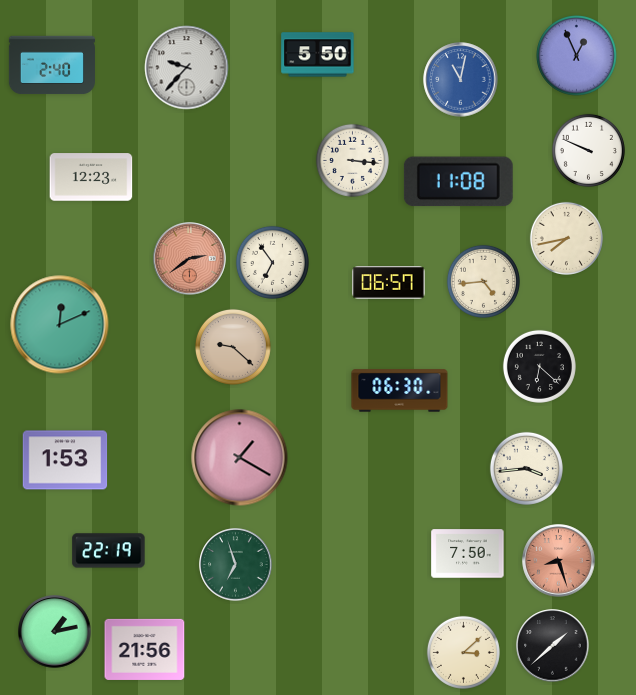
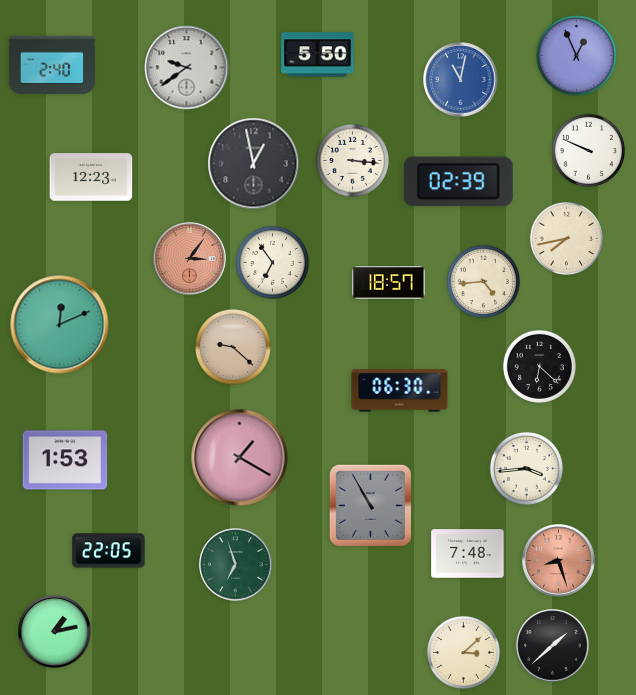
clock at (187, 68): 9:37 -> 9:39
clock at (254, 164): none -> 12:58
clock at (458, 182): 11:08 -> 02:39
clock at (190, 259): 2:39 -> 3:06
clock at (389, 283): 06:57 -> 18:57
clock at (370, 505): none -> 10:55
clock at (109, 551): 22:19 -> 22:05
clock at (468, 554): 7:50 -> 7:48
clock at (145, 649): 21:56 -> none
